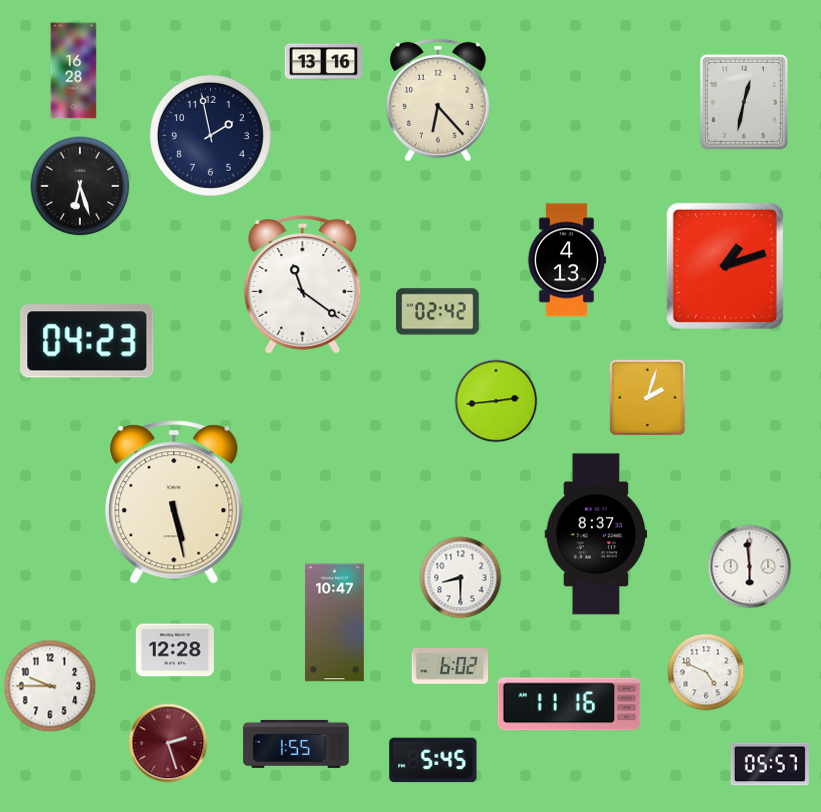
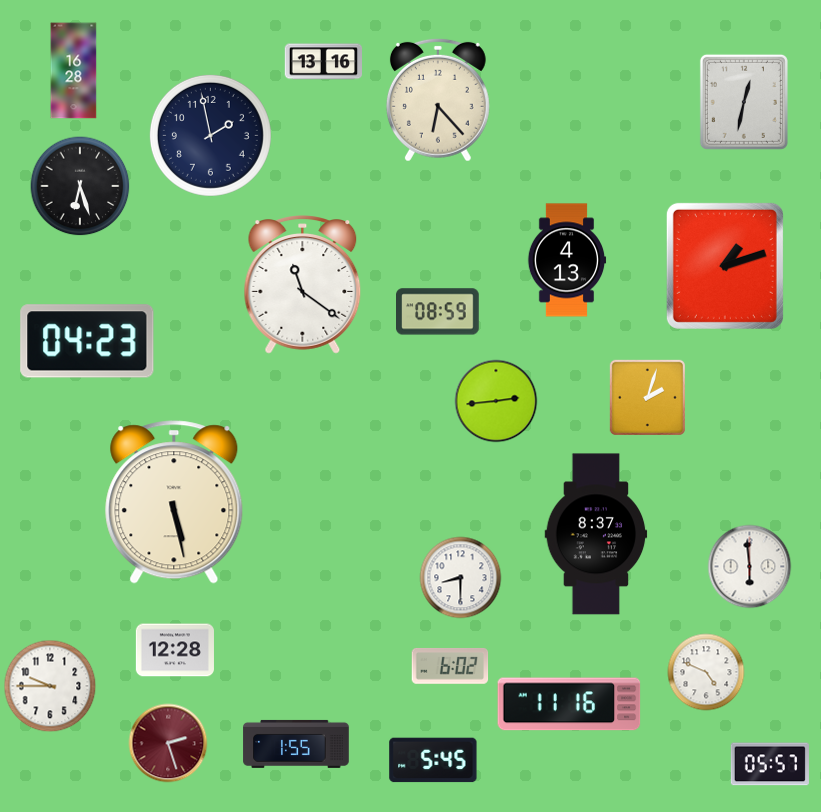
clock at (438, 312): 02:42 -> 08:59
clock at (335, 623): 10:47 -> none
